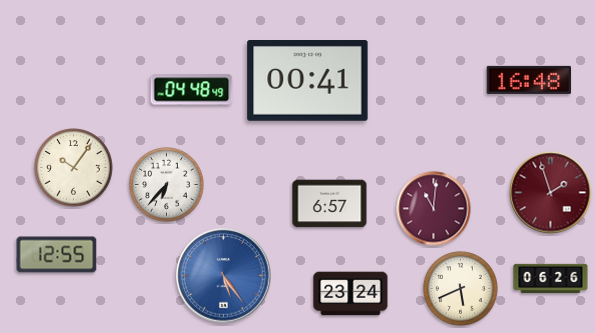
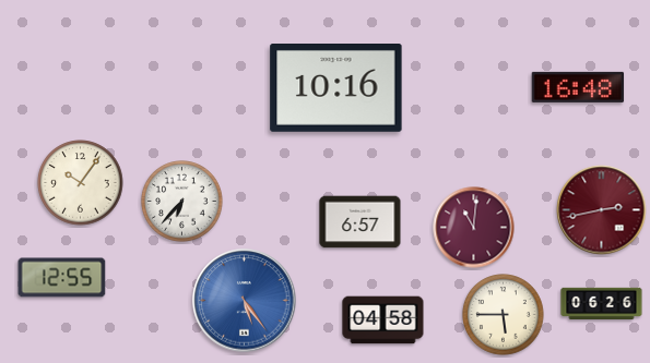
clock at (308, 81): 00:41 -> 10:16
clock at (192, 90): 04:48 -> none
clock at (551, 193): 1:57 -> 2:43
clock at (461, 289): 5:41 -> 5:45
clock at (351, 294): 23:24 -> 04:58
